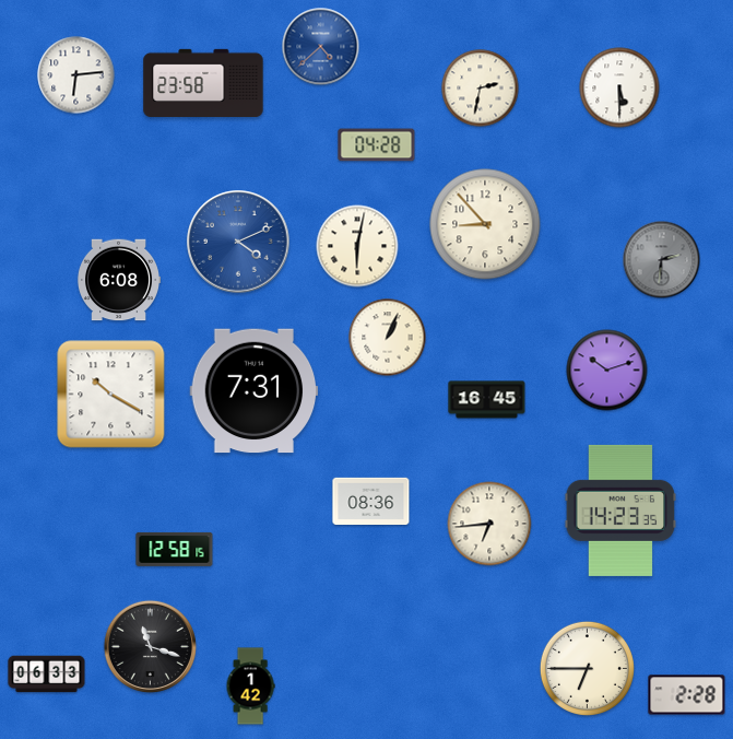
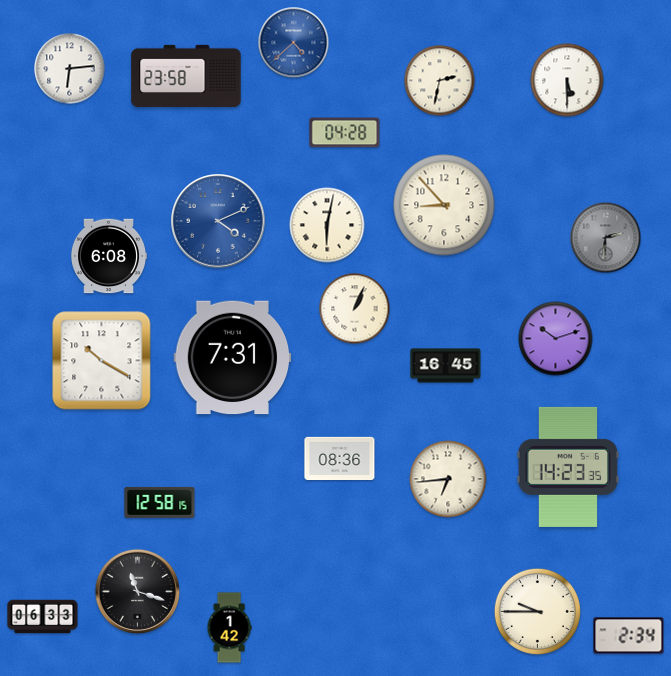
clock at (587, 668): 6:45 -> 9:45
clock at (687, 695): 2:28 -> 2:34
